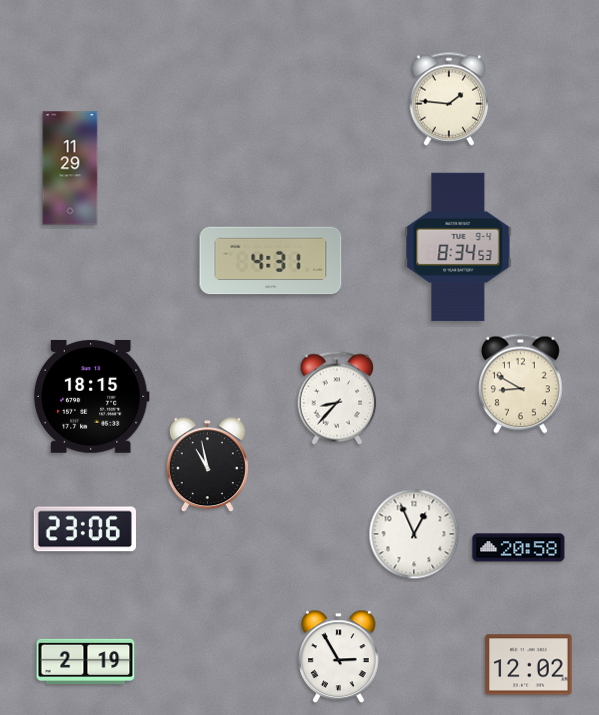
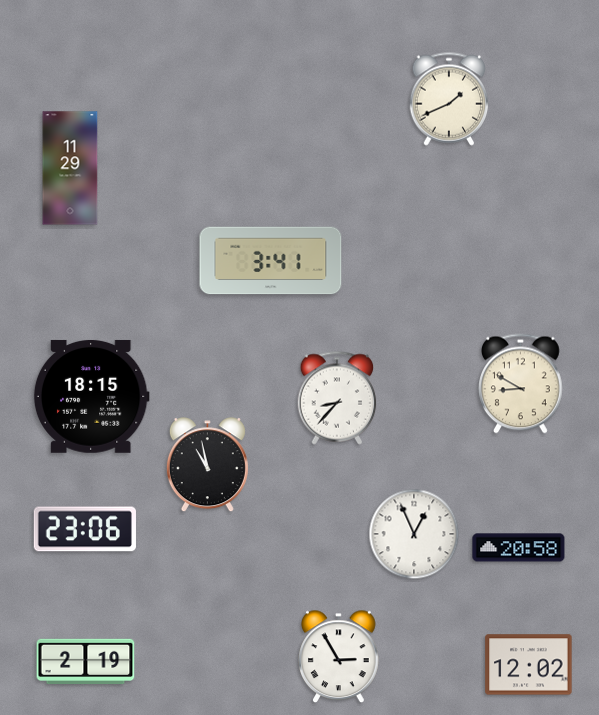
clock at (449, 99): 1:46 -> 1:41
clock at (458, 246): 8:34 -> none
clock at (271, 261): 4:31 -> 3:41
